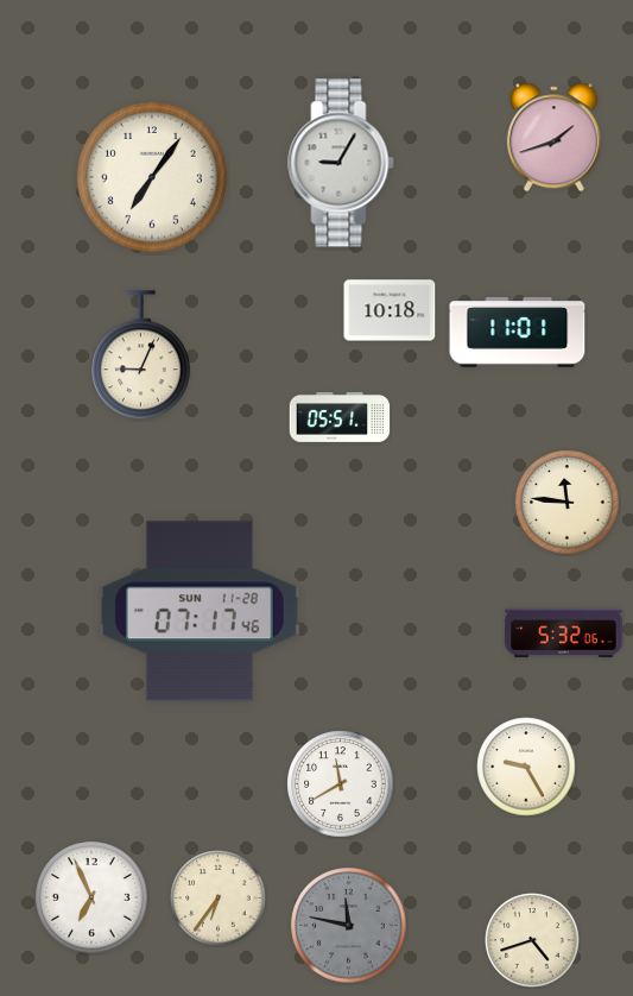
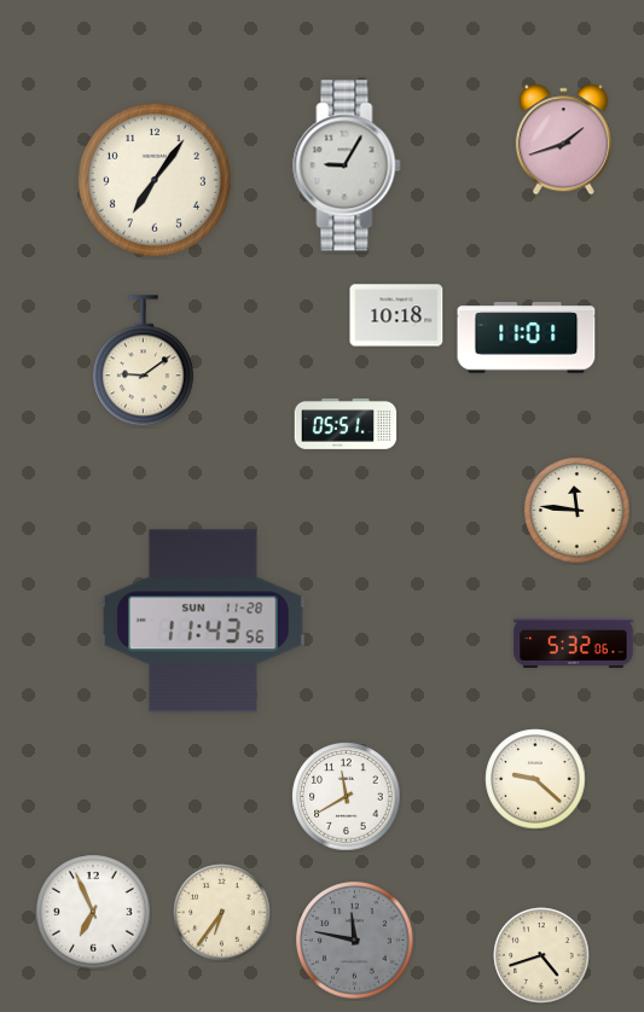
clock at (140, 355): 9:04 -> 9:09
clock at (201, 611): 07:17 -> 11:43
clock at (526, 767): 9:25 -> 9:22
